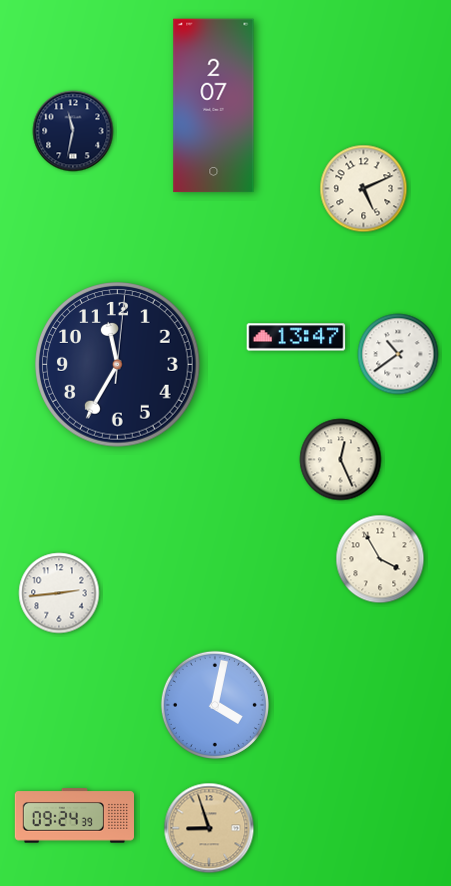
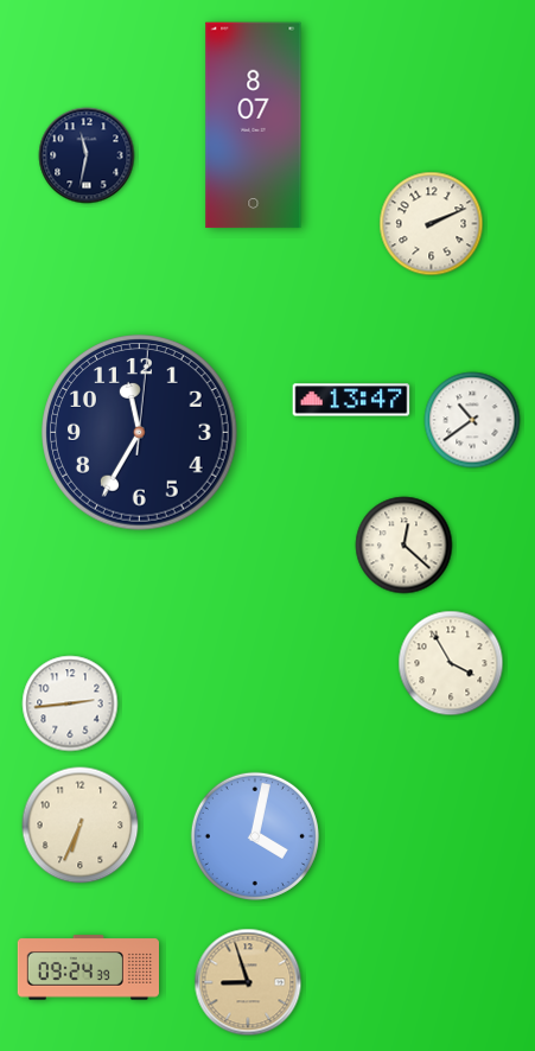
clock at (214, 106): 2:07 -> 8:07
clock at (364, 189): 5:11 -> 2:11
clock at (341, 460): 12:26 -> 12:22
clock at (81, 826): none -> 6:34
